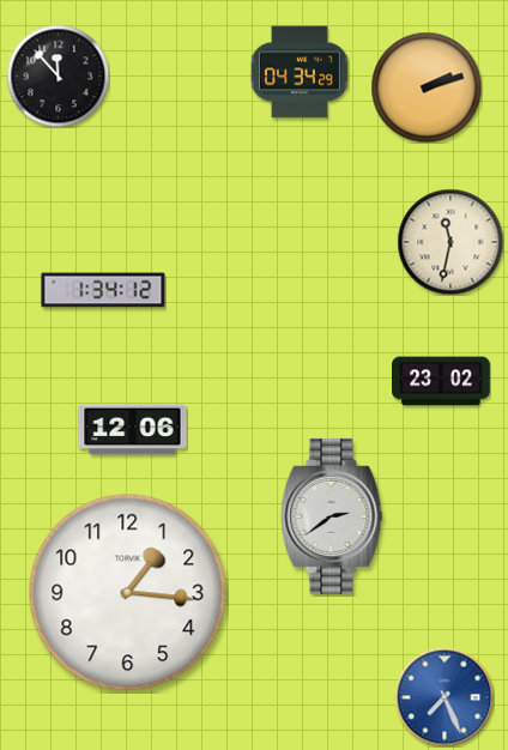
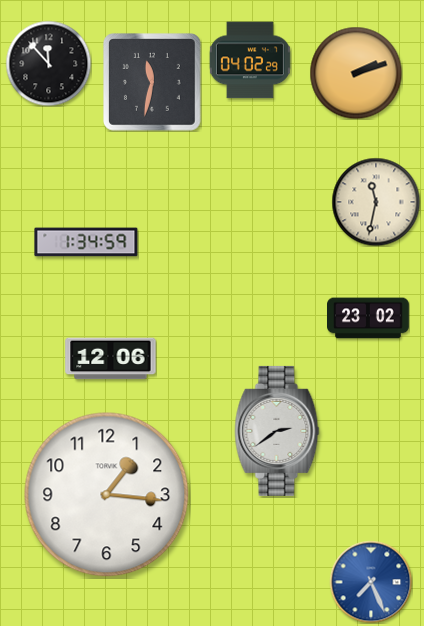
clock at (300, 72): 04:34 -> 04:02
clock at (153, 83): none -> 11:32
clock at (103, 290): 1:34:12 -> 1:34:59
